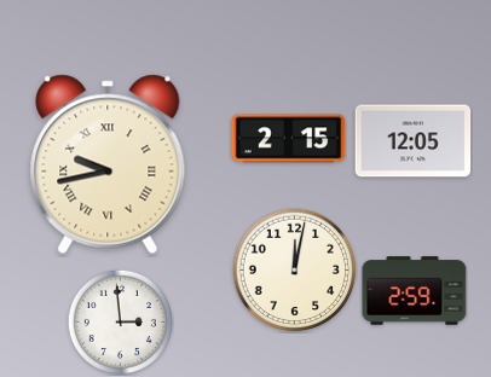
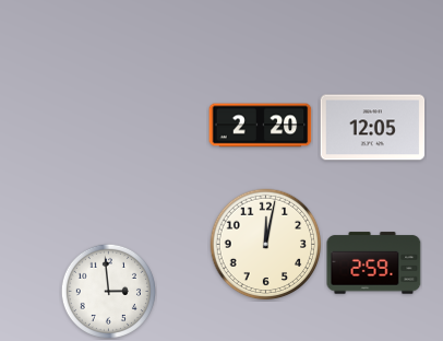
clock at (289, 139): 2:15 -> 2:20
clock at (108, 164): 9:43 -> none
